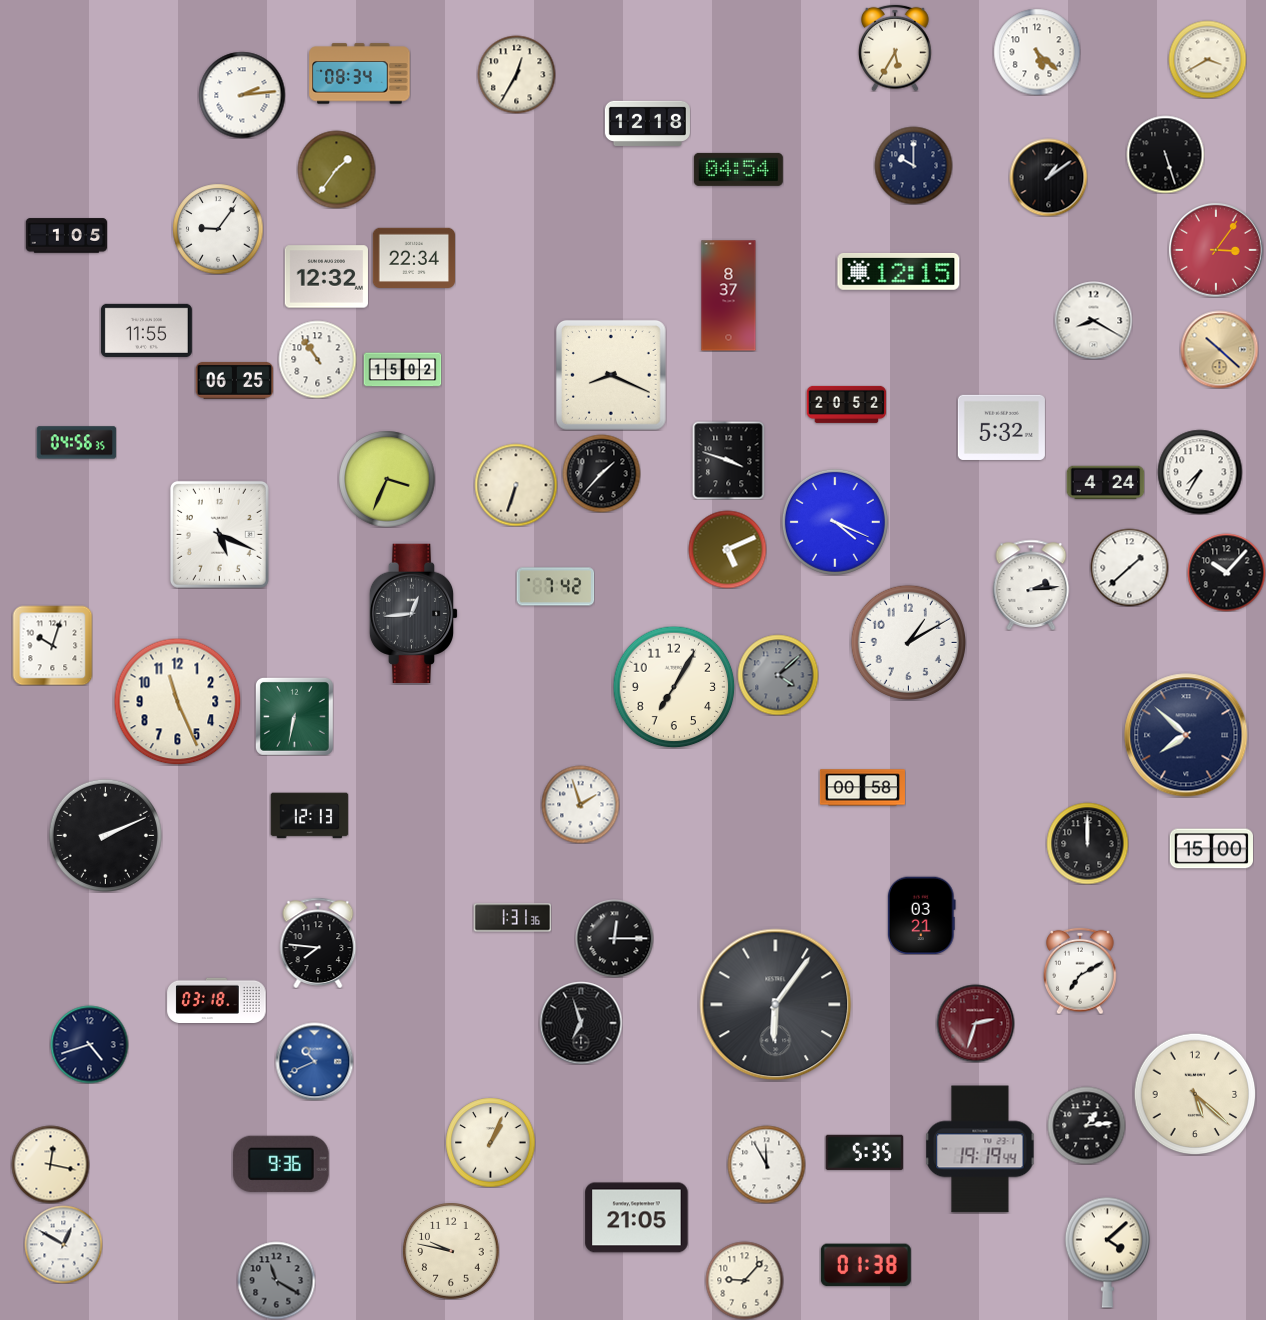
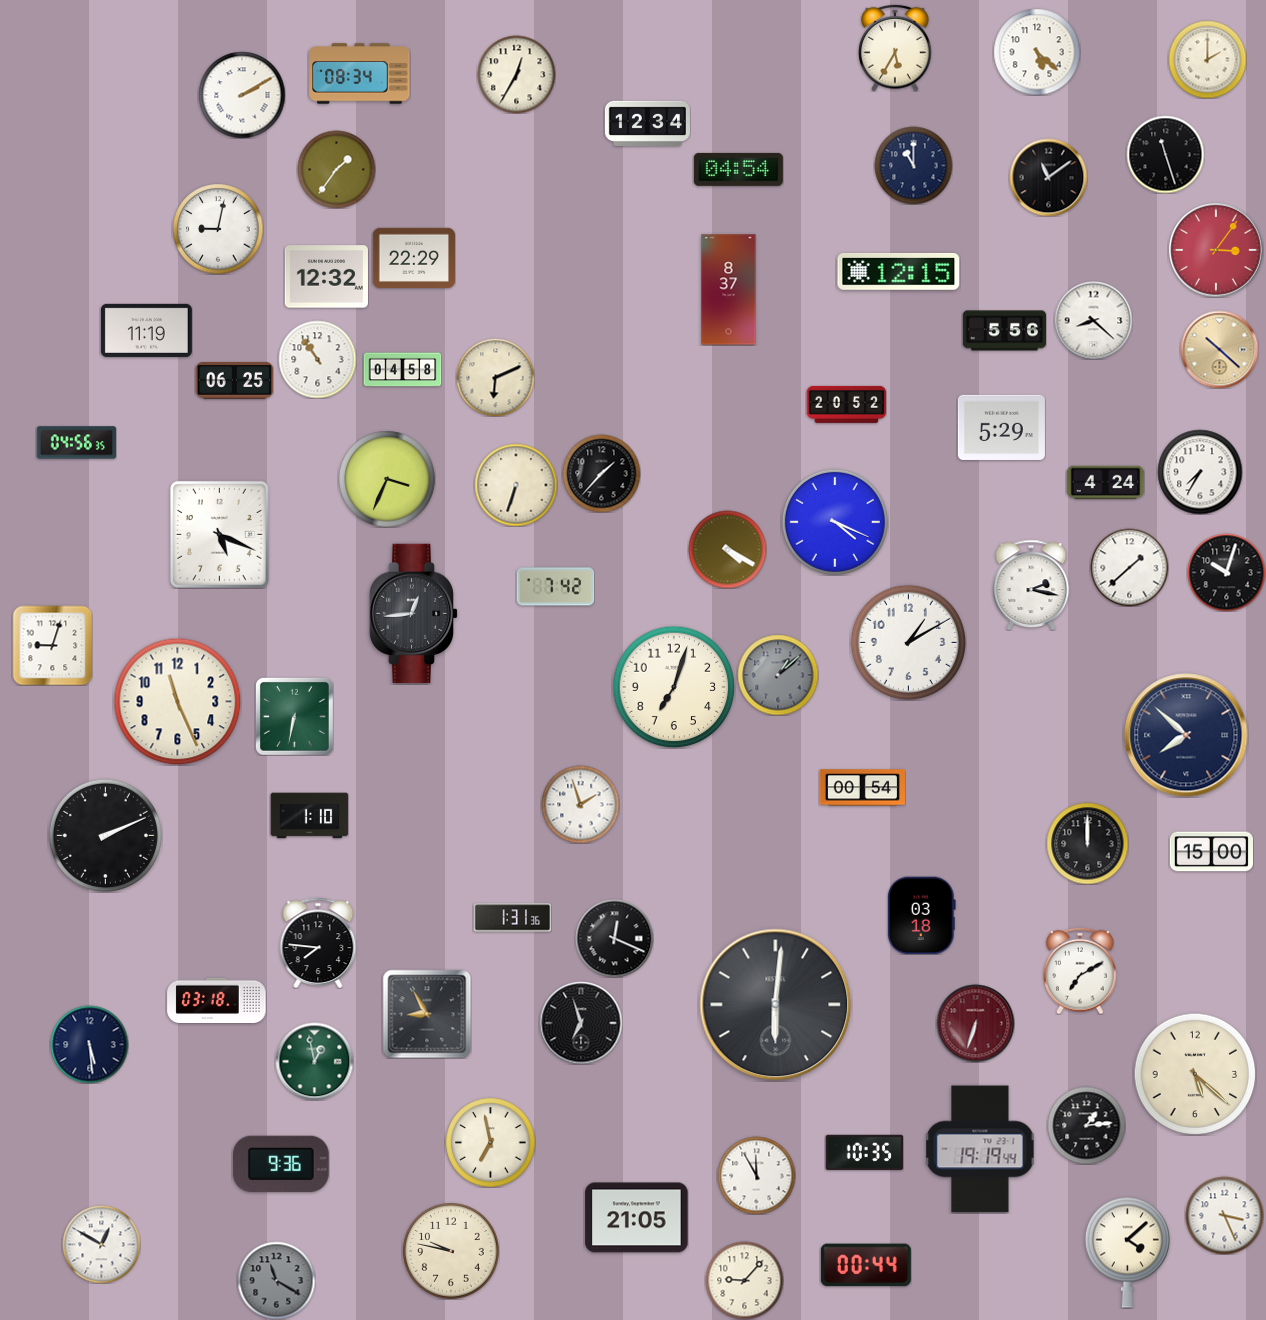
clock at (1207, 59): 3:40 -> 2:00
clock at (242, 95): 2:14 -> 2:10
clock at (647, 123): 12:18 -> 12:34
clock at (1165, 154): 5:27 -> 11:27
clock at (913, 165): 10:00 -> 11:00
clock at (1048, 177): 1:09 -> 11:09
clock at (218, 229): 9:06 -> 9:02
clock at (66, 236): 1:05 -> none
clock at (413, 257): 22:34 -> 22:29
clock at (729, 296) position: (729, 296) -> (729, 290)
clock at (1093, 320): 8:20 -> 8:22
clock at (146, 330): 11:55 -> 11:19
clock at (1004, 331): none -> 5:56
clock at (402, 370): 15:02 -> 04:58
clock at (611, 375): 8:19 -> none
clock at (495, 377): none -> 6:11
clock at (1001, 427): 5:32 -> 5:29
clock at (729, 460): 3:48 -> none
clock at (727, 549): 5:11 -> 4:20
clock at (1226, 572): 10:07 -> 10:03
clock at (1031, 585): 2:14 -> 2:17
clock at (52, 645): 10:03 -> 9:03
clock at (778, 675): 4:08 -> 1:08
clock at (674, 687): 7:05 -> 7:03
clock at (862, 788): 00:58 -> 00:54
clock at (309, 816): 12:13 -> 1:10
clock at (1211, 849) position: (1211, 849) -> (1211, 852)
clock at (921, 915): 03:21 -> 03:18
clock at (614, 938): 12:15 -> 12:19
clock at (776, 1005): 6:06 -> 6:01
clock at (427, 1014): none -> 8:55
clock at (975, 1023): 2:33 -> 6:33
clock at (89, 1044): 4:42 -> 5:29
clock at (314, 1061): 10:41 -> 12:58
clock at (314, 1061) dial: blue -> green
clock at (1195, 1094) position: (1195, 1094) -> (1195, 1074)
clock at (490, 1142): 1:04 -> 6:58
clock at (864, 1152): 5:35 -> 10:35
clock at (50, 1164): 12:17 -> none
clock at (766, 1164) position: (766, 1164) -> (756, 1175)
clock at (1224, 1215): none -> 3:26
clock at (63, 1244) position: (63, 1244) -> (101, 1244)
clock at (1107, 1252) position: (1107, 1252) -> (1127, 1252)
clock at (866, 1265): 01:38 -> 00:44
